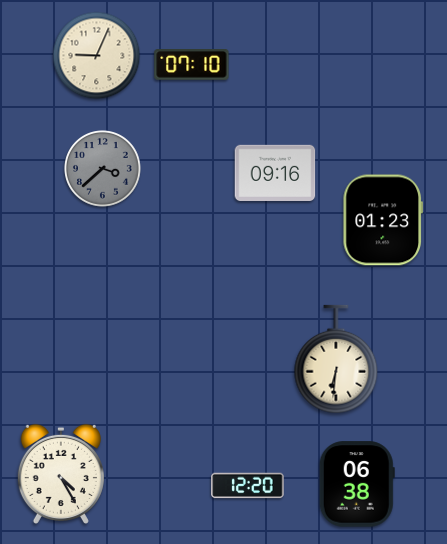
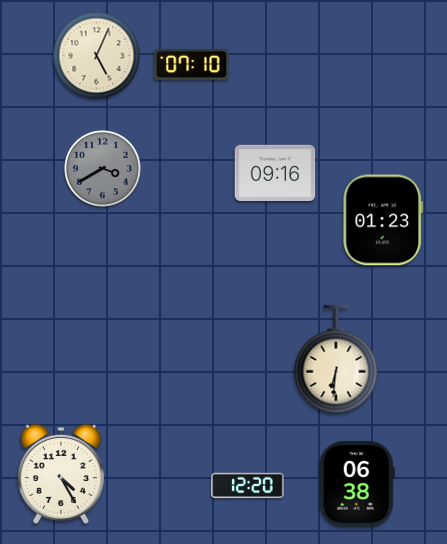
clock at (97, 56): 9:04 -> 5:04
clock at (103, 169): 3:38 -> 3:40
